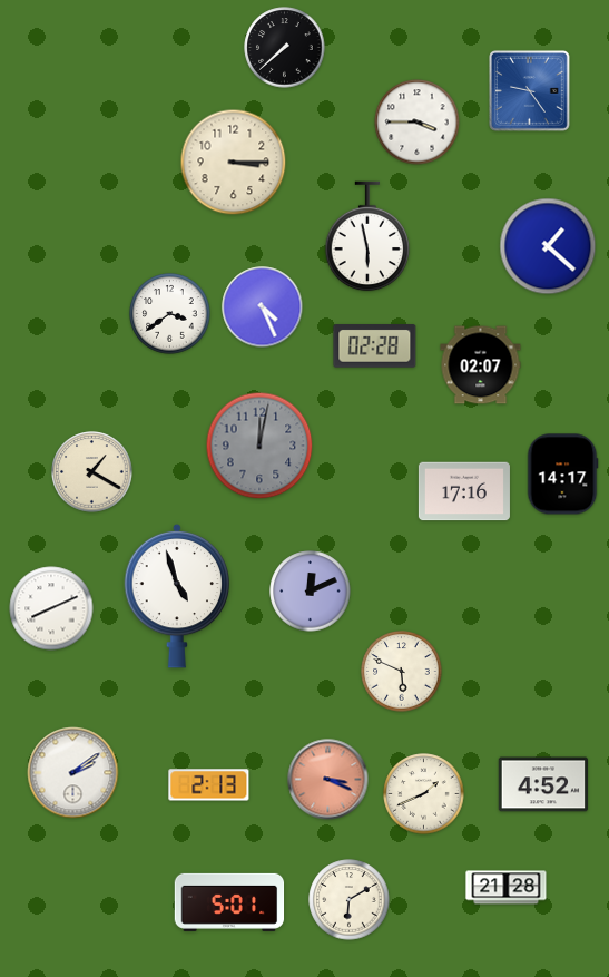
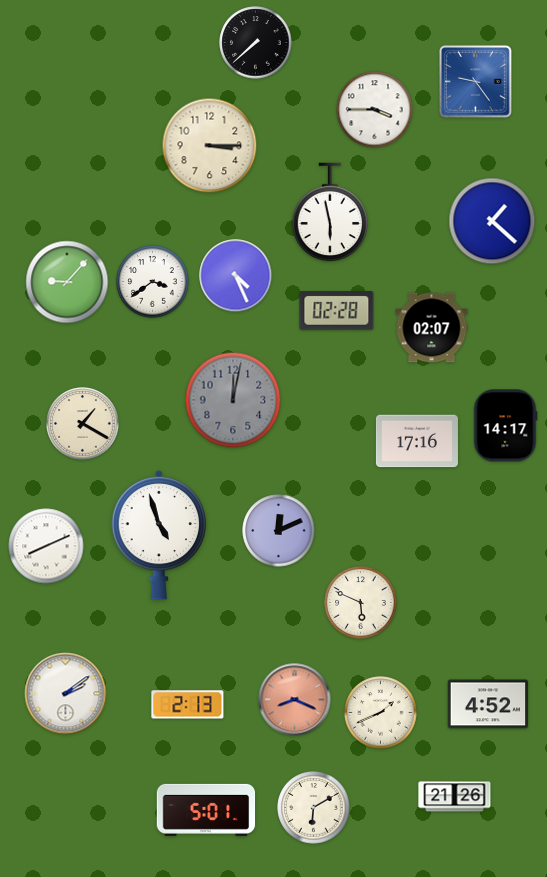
clock at (67, 282): none -> 9:07
clock at (328, 780): 3:19 -> 8:19
clock at (507, 888): 21:28 -> 21:26
